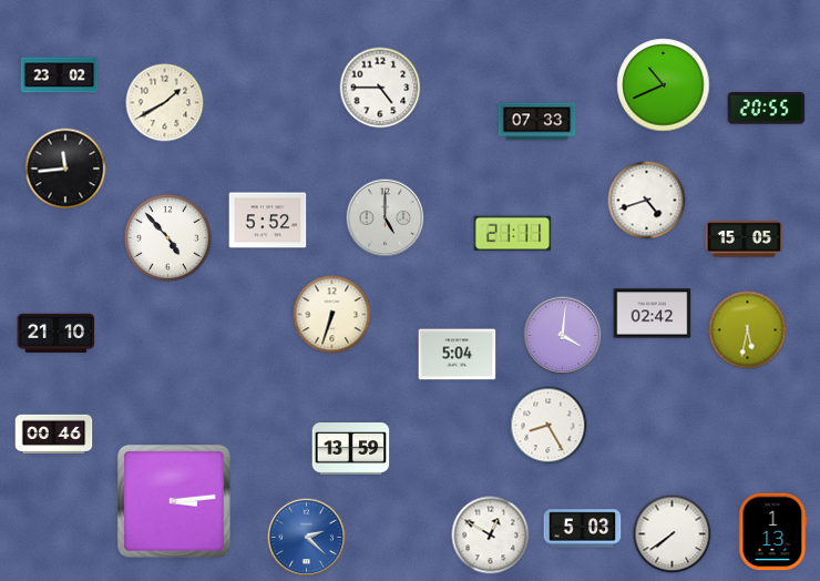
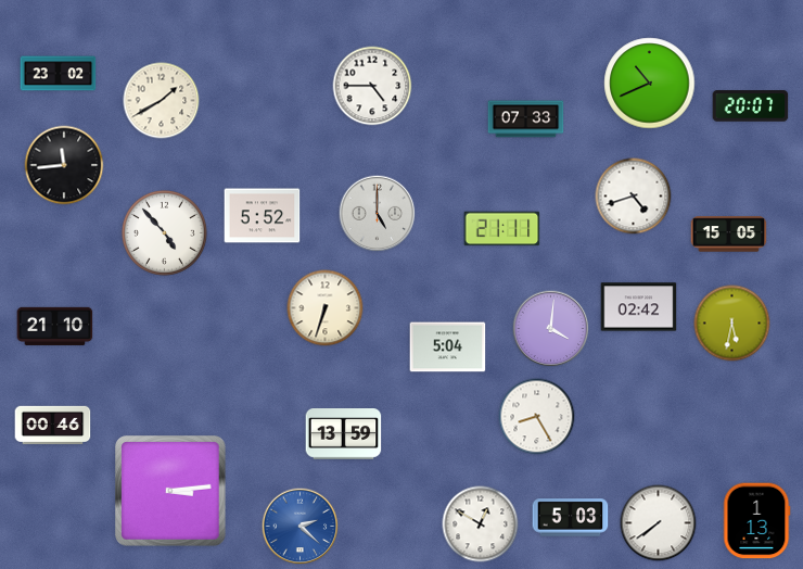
clock at (767, 109): 20:55 -> 20:07
clock at (351, 449) position: (351, 449) -> (344, 434)
